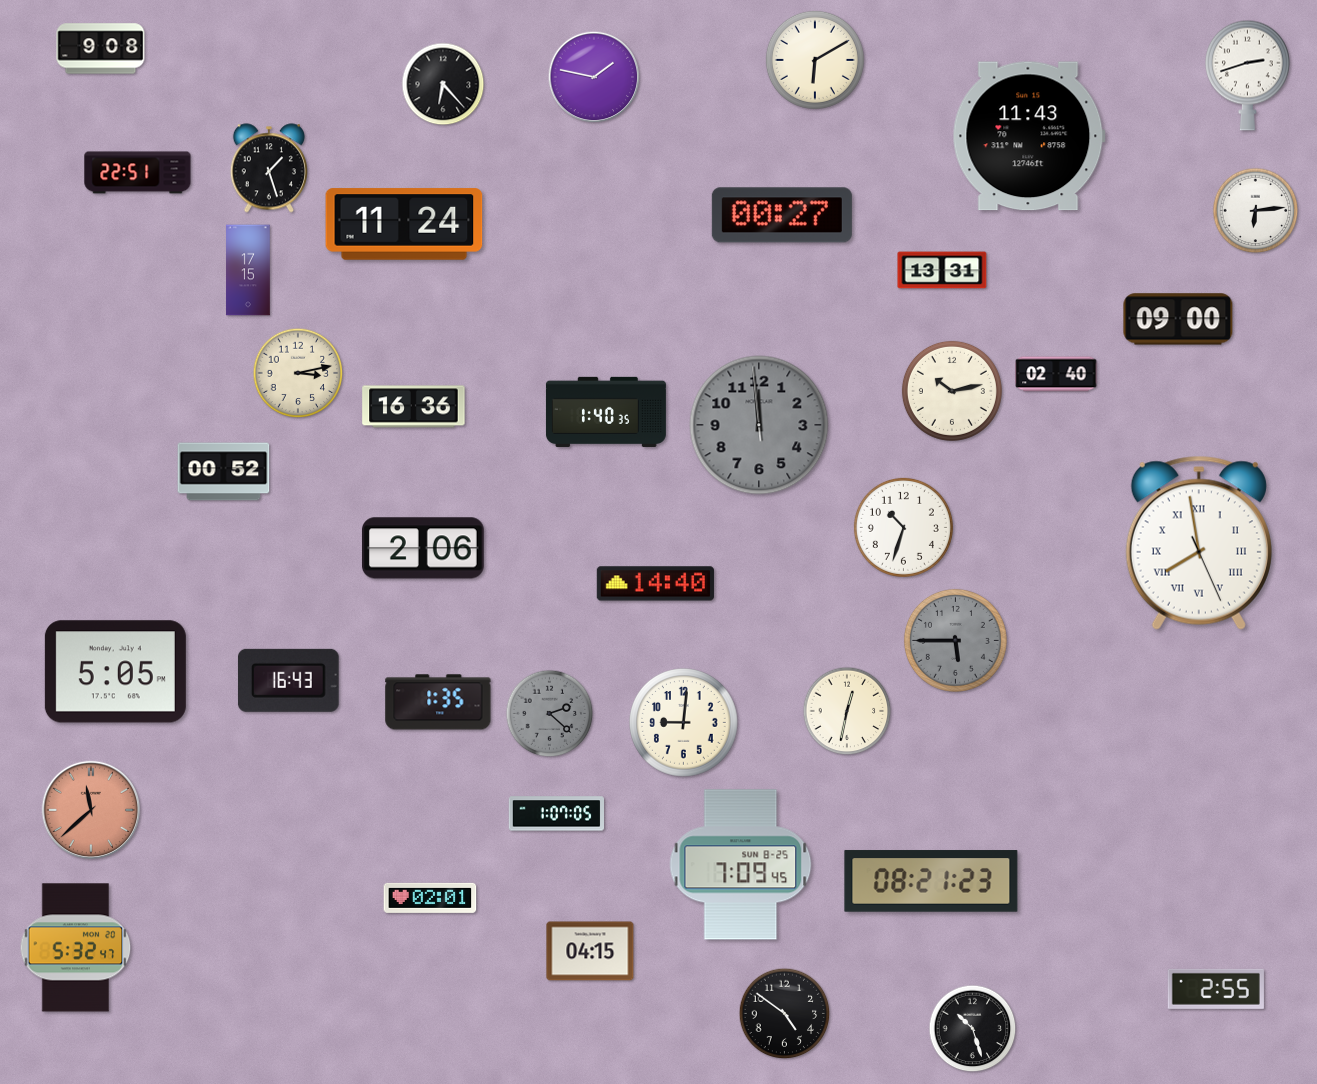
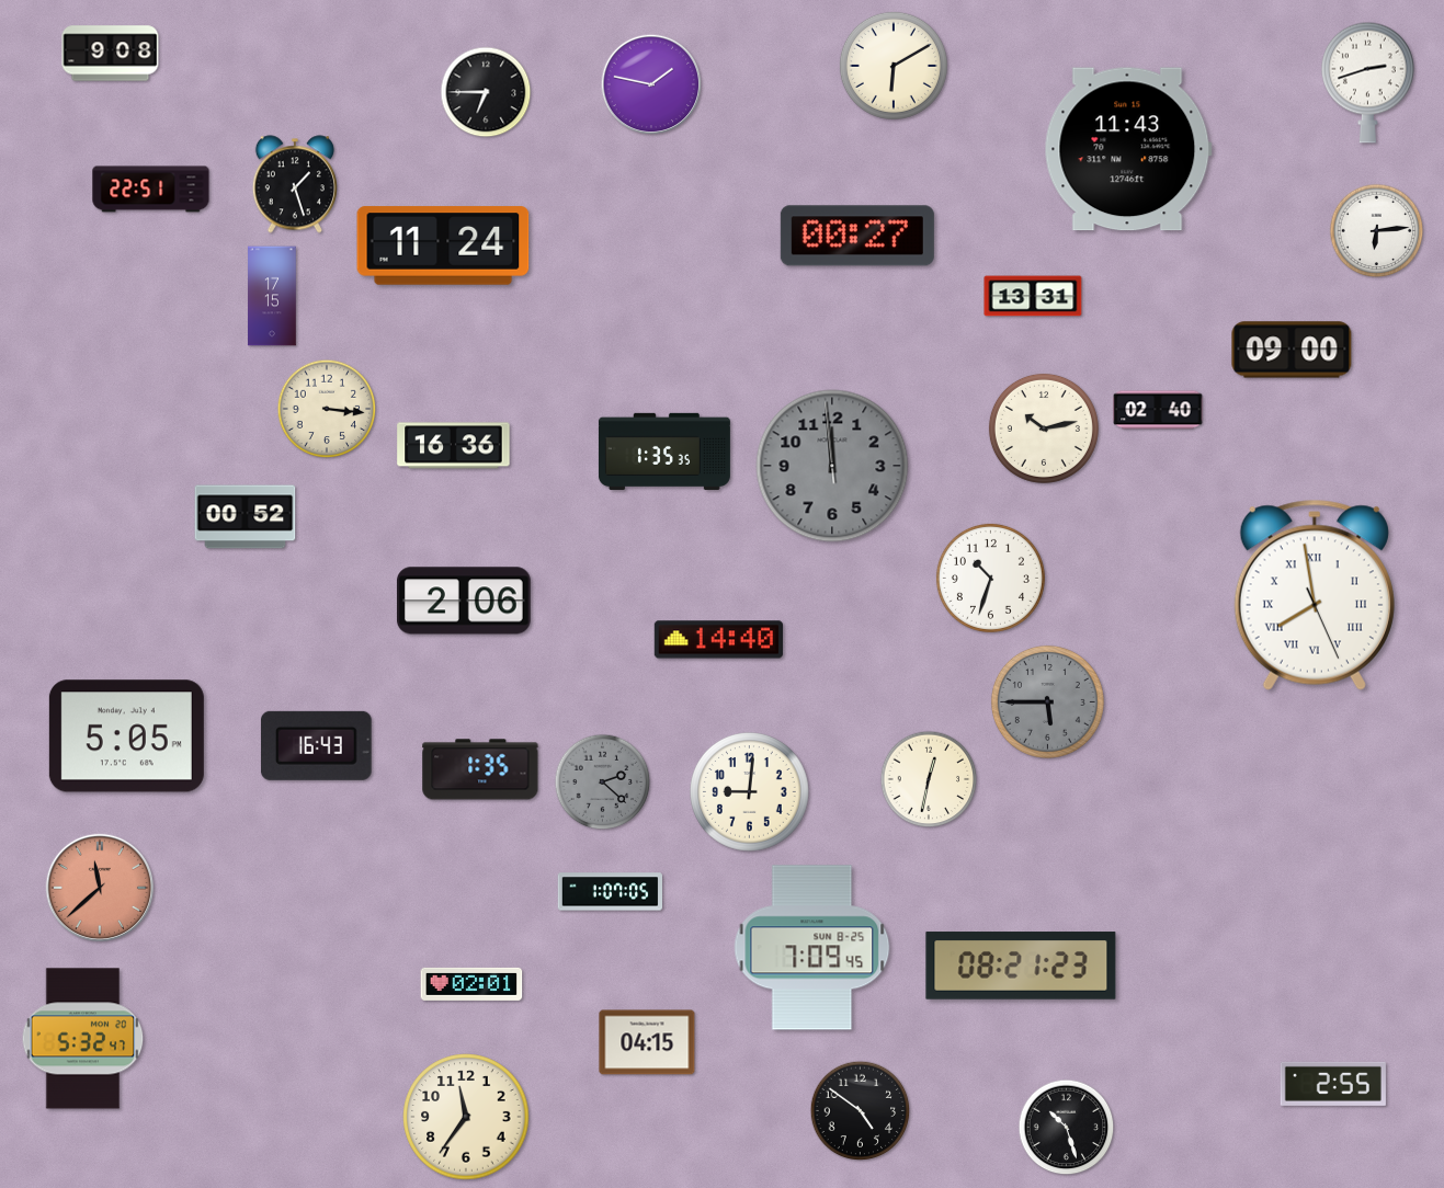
clock at (443, 84): 6:23 -> 6:45
clock at (298, 373): 3:13 -> 3:16
clock at (606, 412): 1:40 -> 1:35
clock at (466, 1117): none -> 11:36
